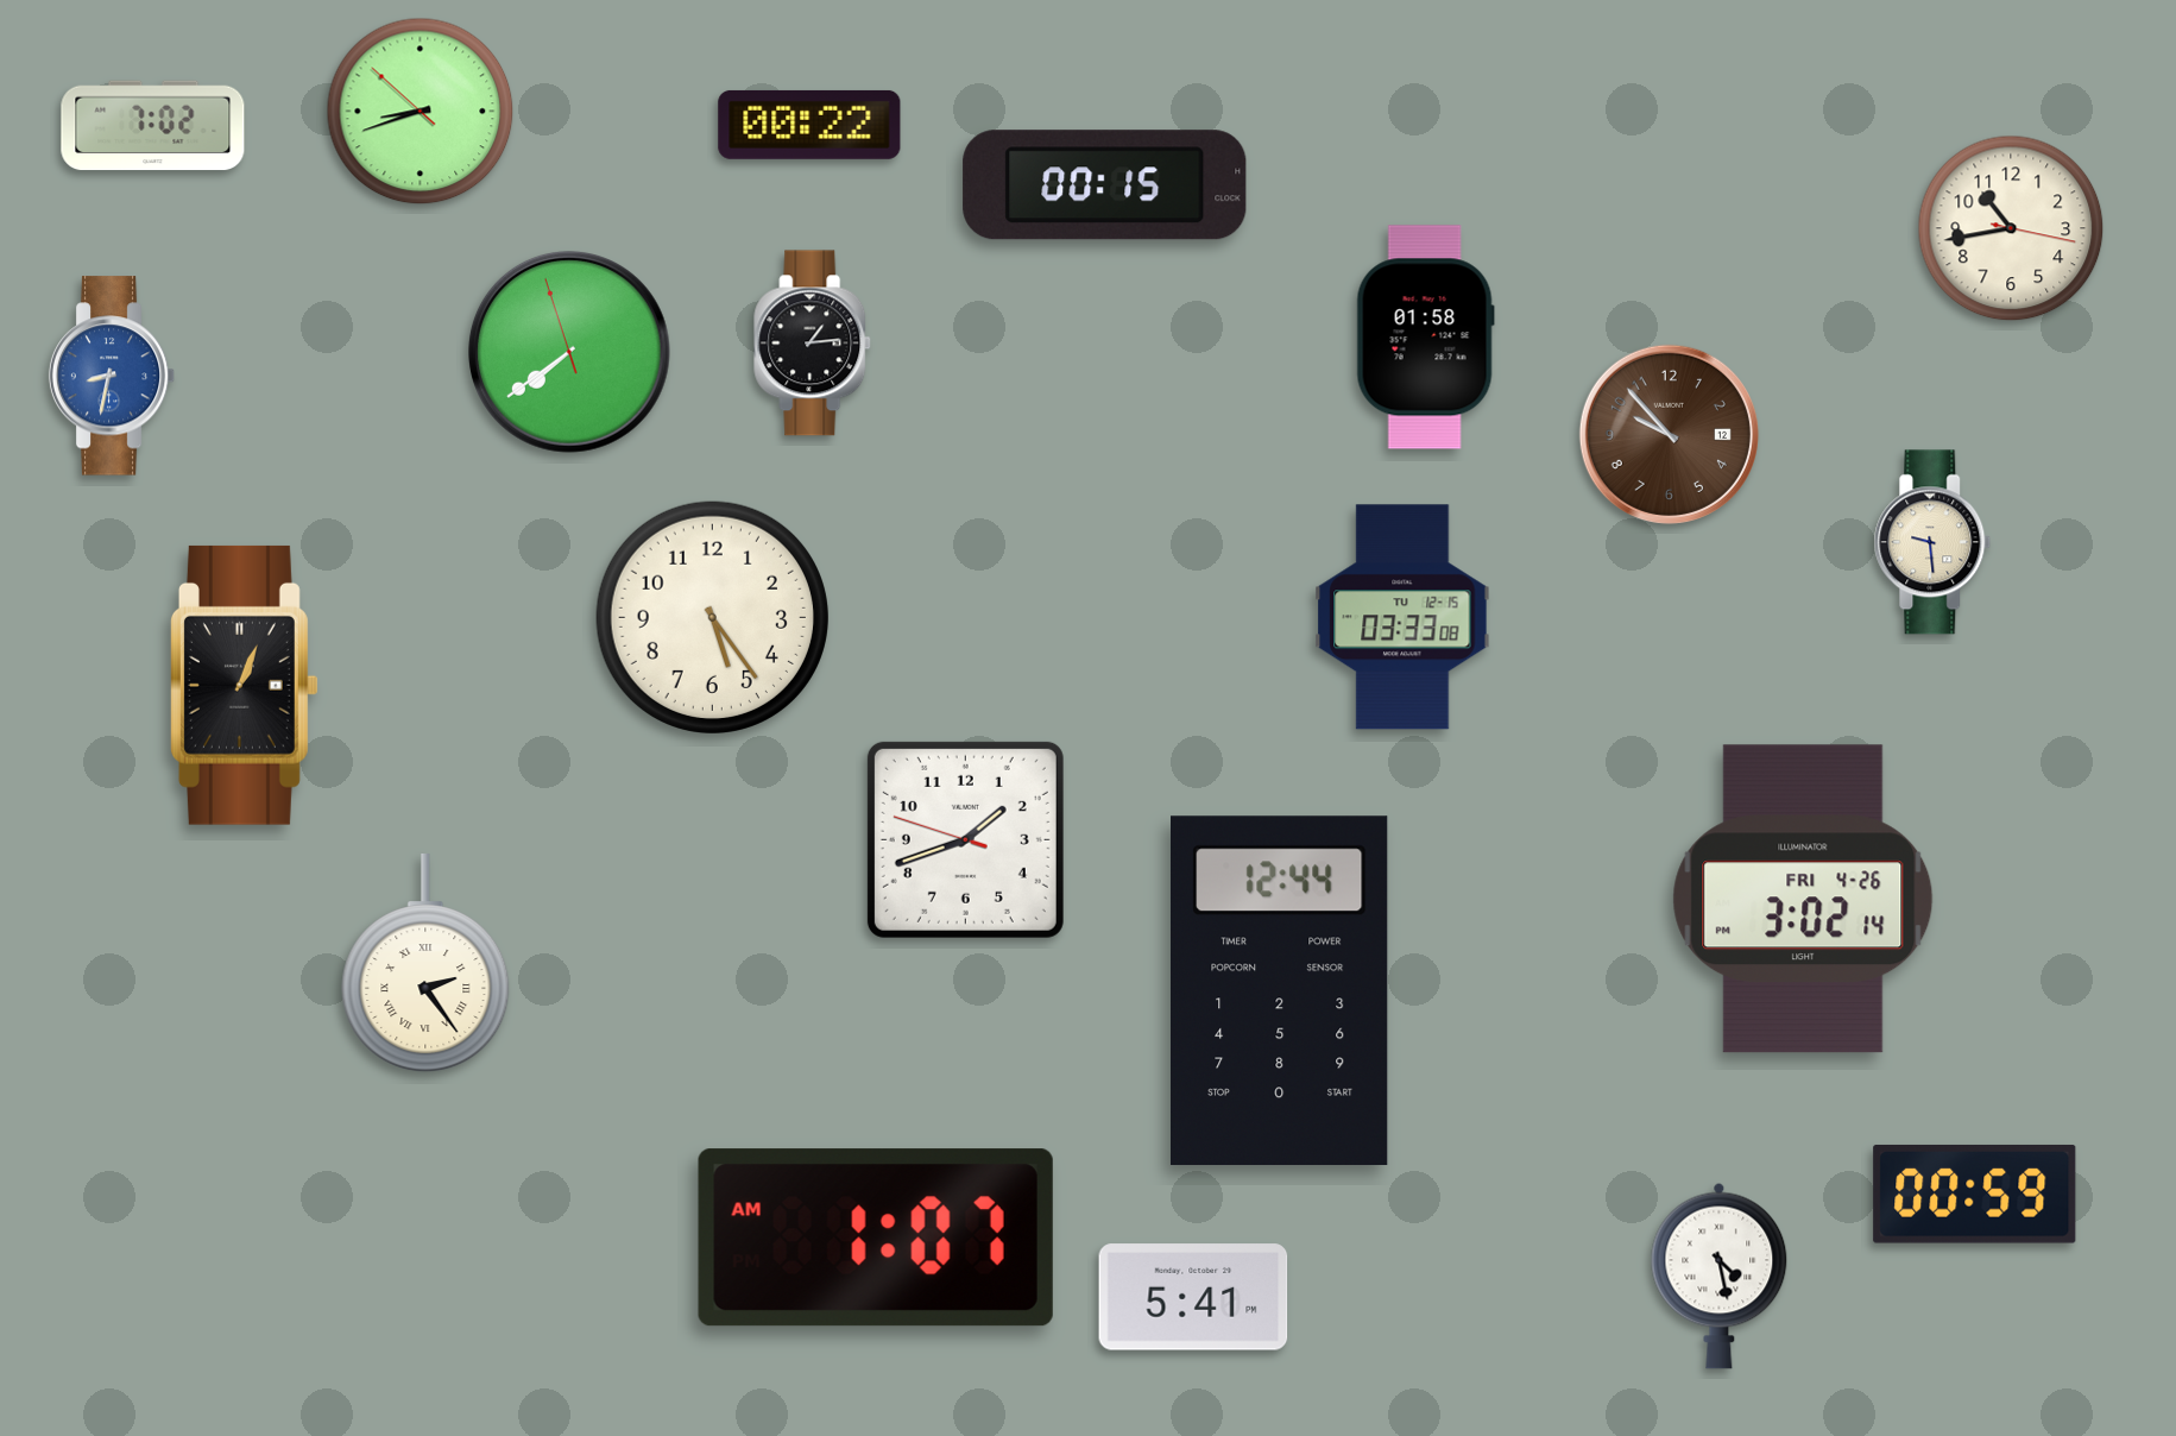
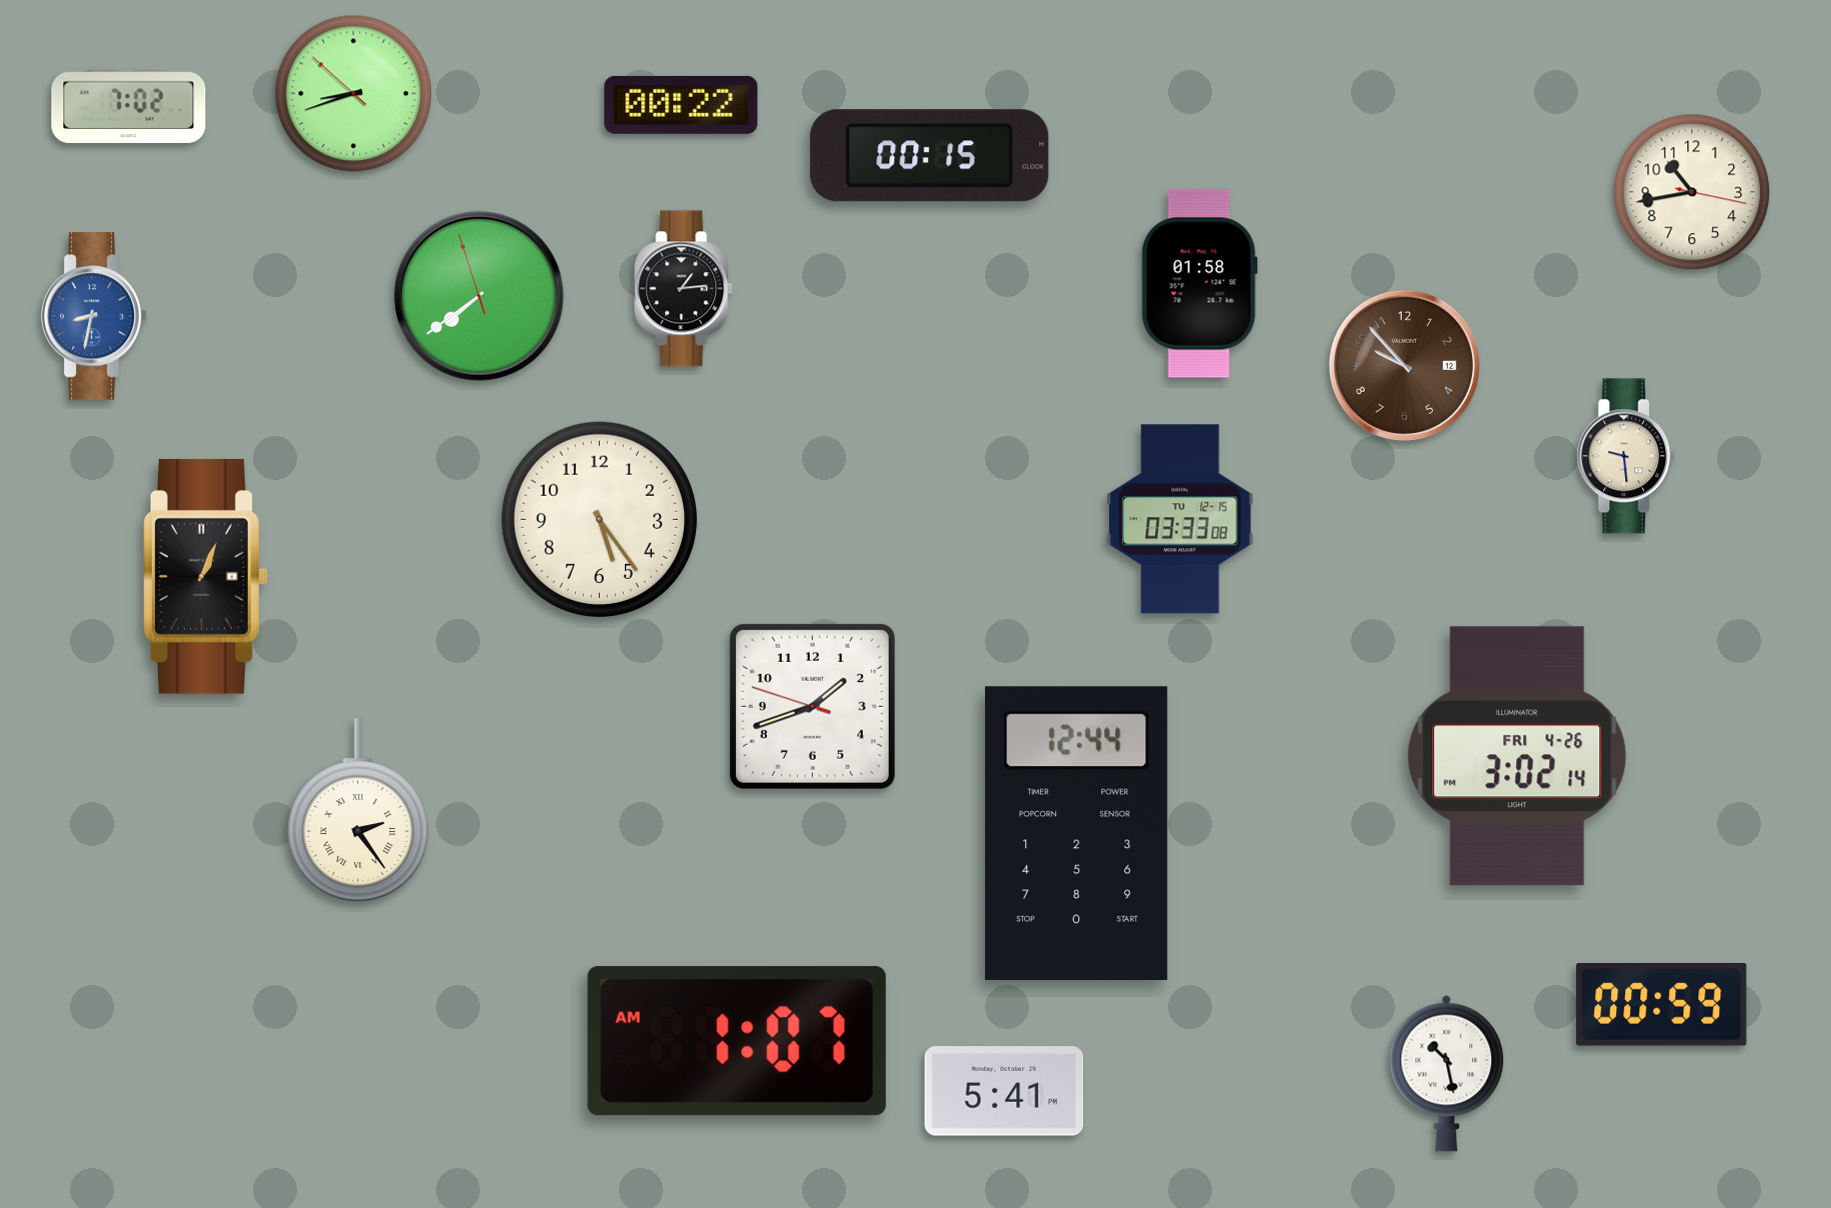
clock at (1720, 1276): 4:28 -> 10:28
